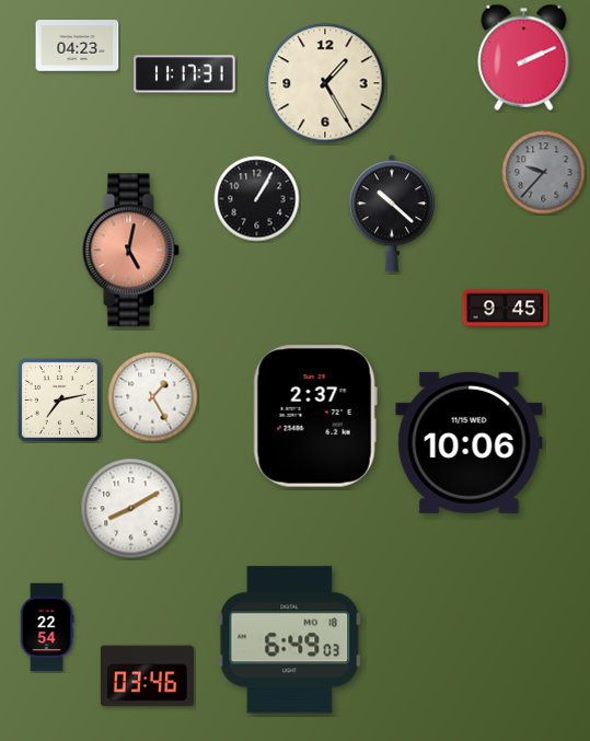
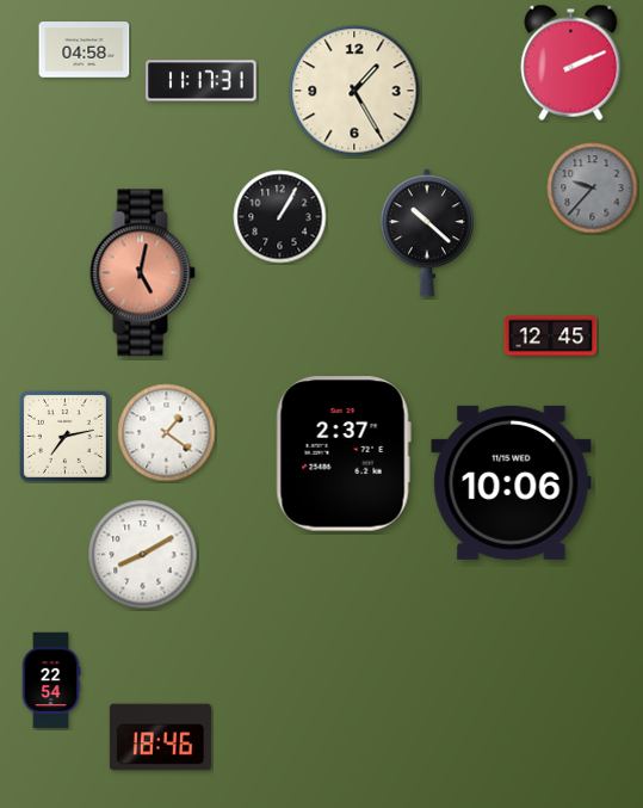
clock at (78, 46): 04:23 -> 04:58
clock at (506, 309): 9:45 -> 12:45
clock at (153, 397): 1:25 -> 1:21
clock at (47, 627) position: (47, 627) -> (51, 680)
clock at (290, 640): 6:49 -> none
clock at (147, 676): 03:46 -> 18:46
